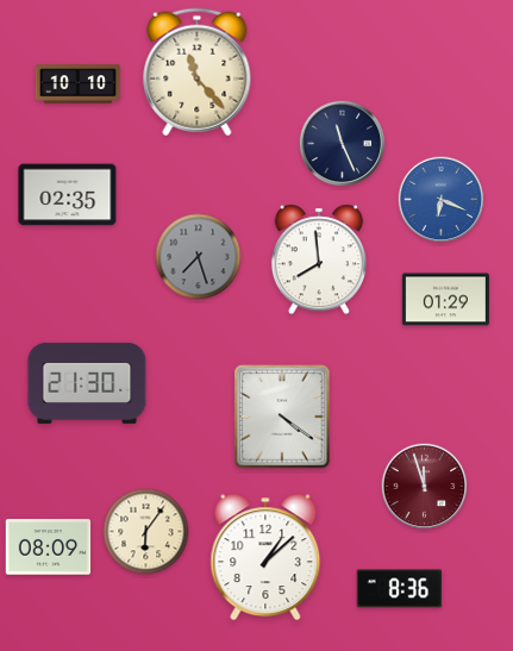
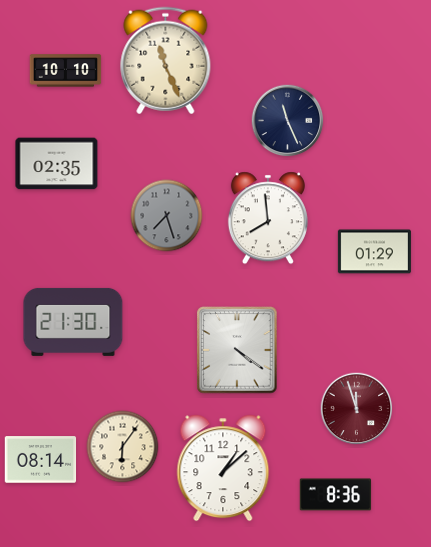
clock at (198, 73): 11:23 -> 11:26
clock at (442, 200): 6:19 -> none
clock at (49, 547): 08:09 -> 08:14
